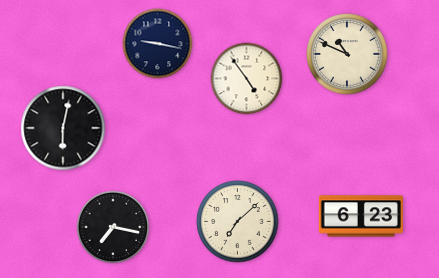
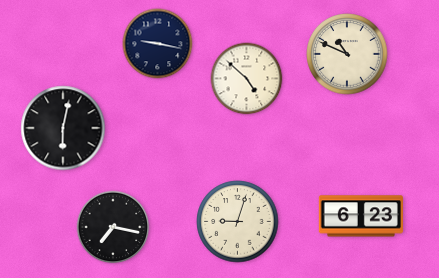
clock at (247, 79): 4:54 -> 4:52
clock at (238, 222): 7:08 -> 9:03
